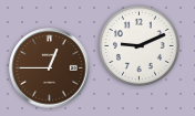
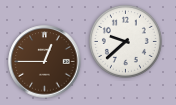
clock at (138, 45): 9:11 -> 9:38
